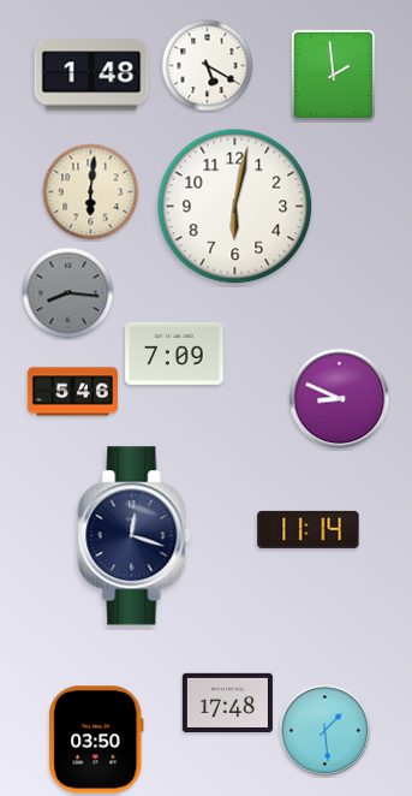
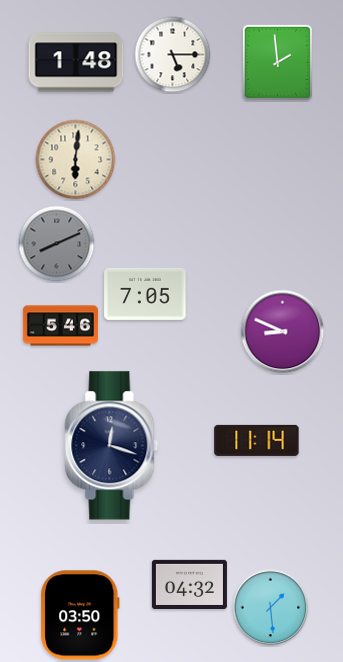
clock at (208, 66): 5:20 -> 5:15
clock at (235, 207): 6:02 -> none
clock at (68, 293): 8:16 -> 8:11
clock at (174, 354): 7:09 -> 7:05
clock at (227, 702): 17:48 -> 04:32
